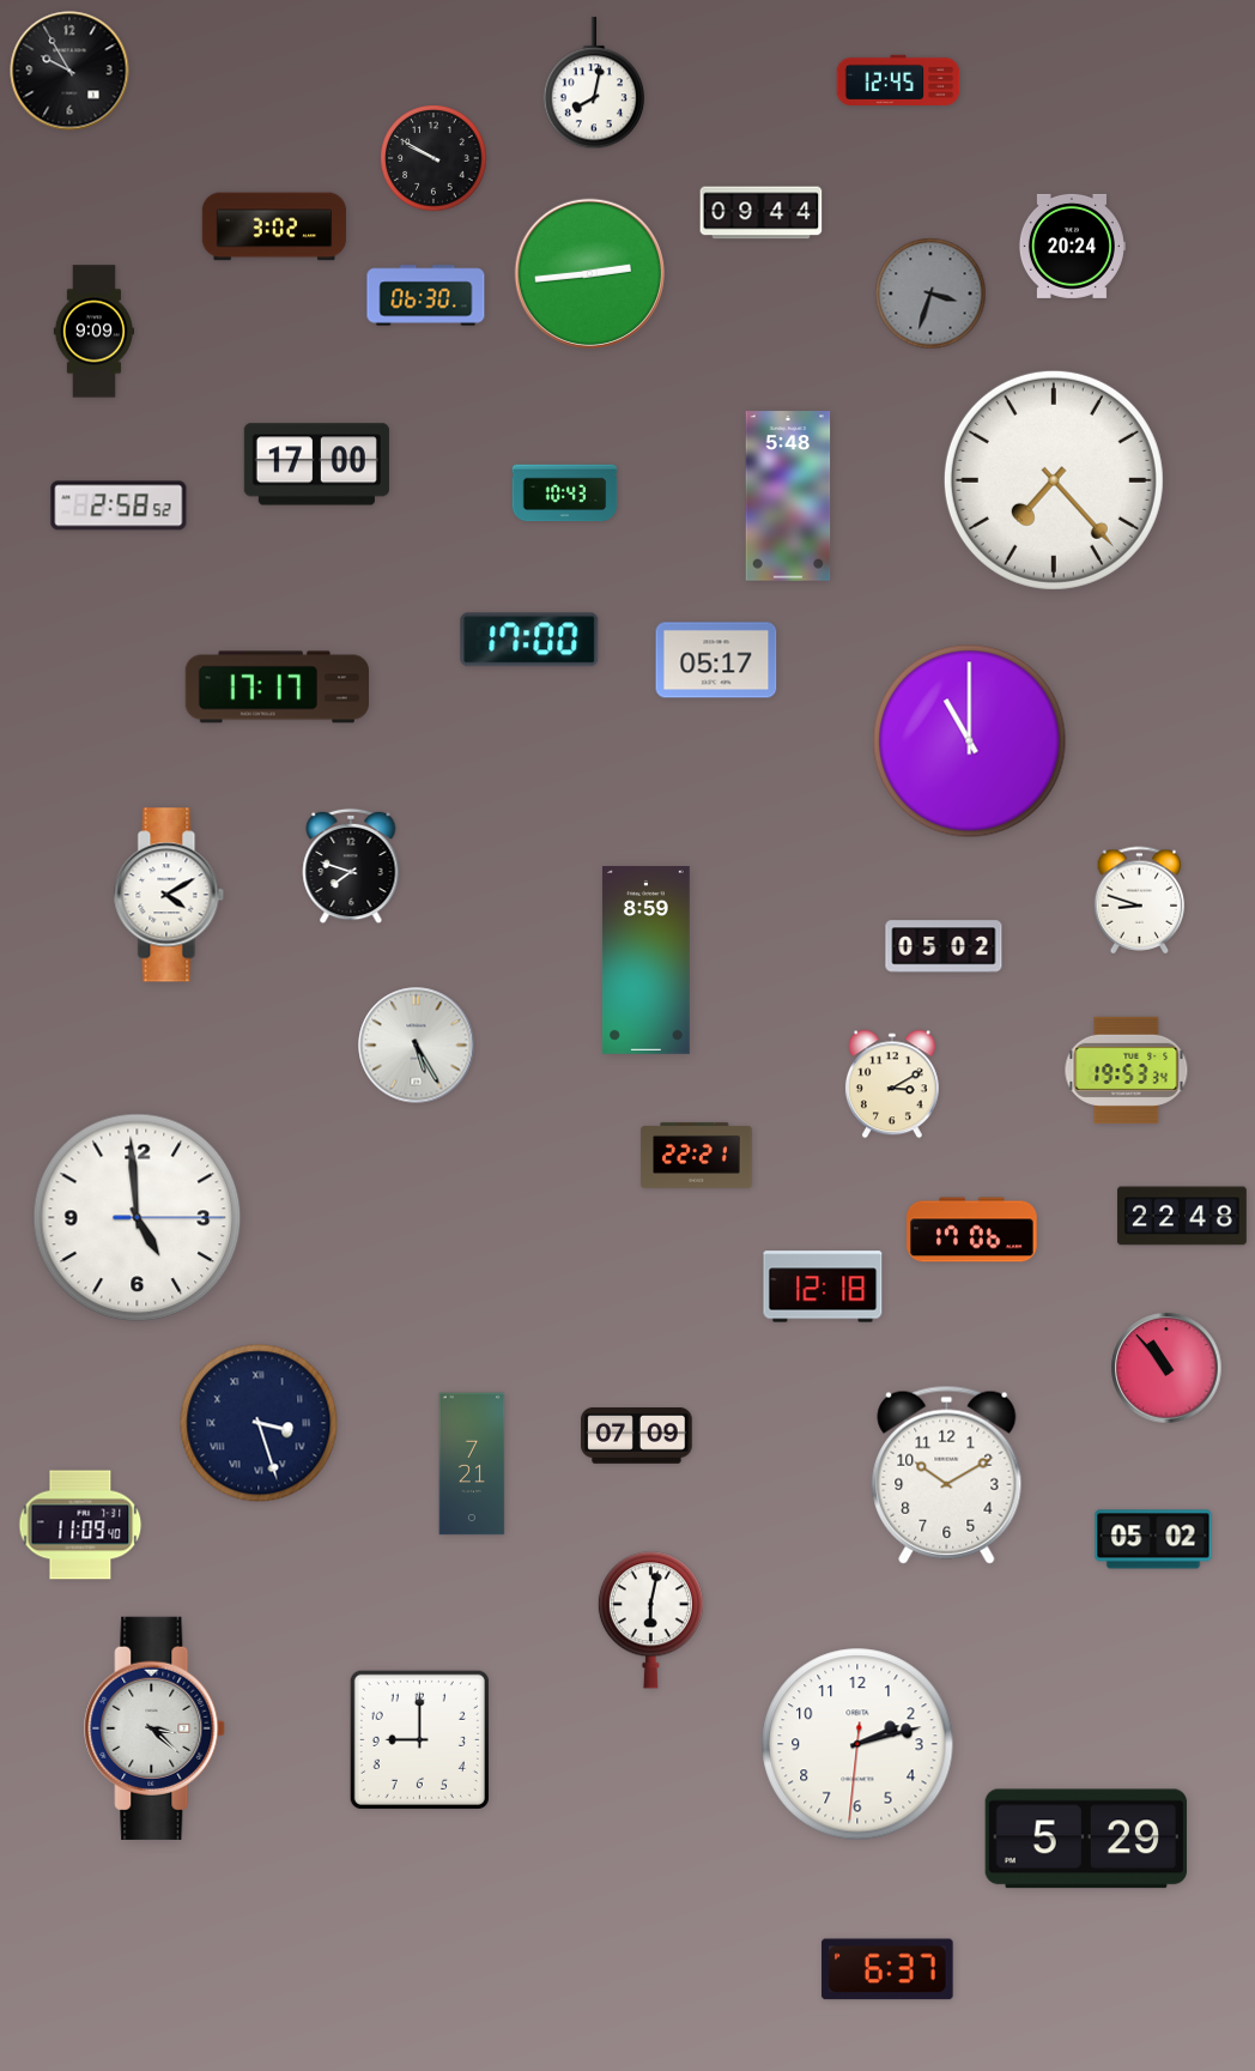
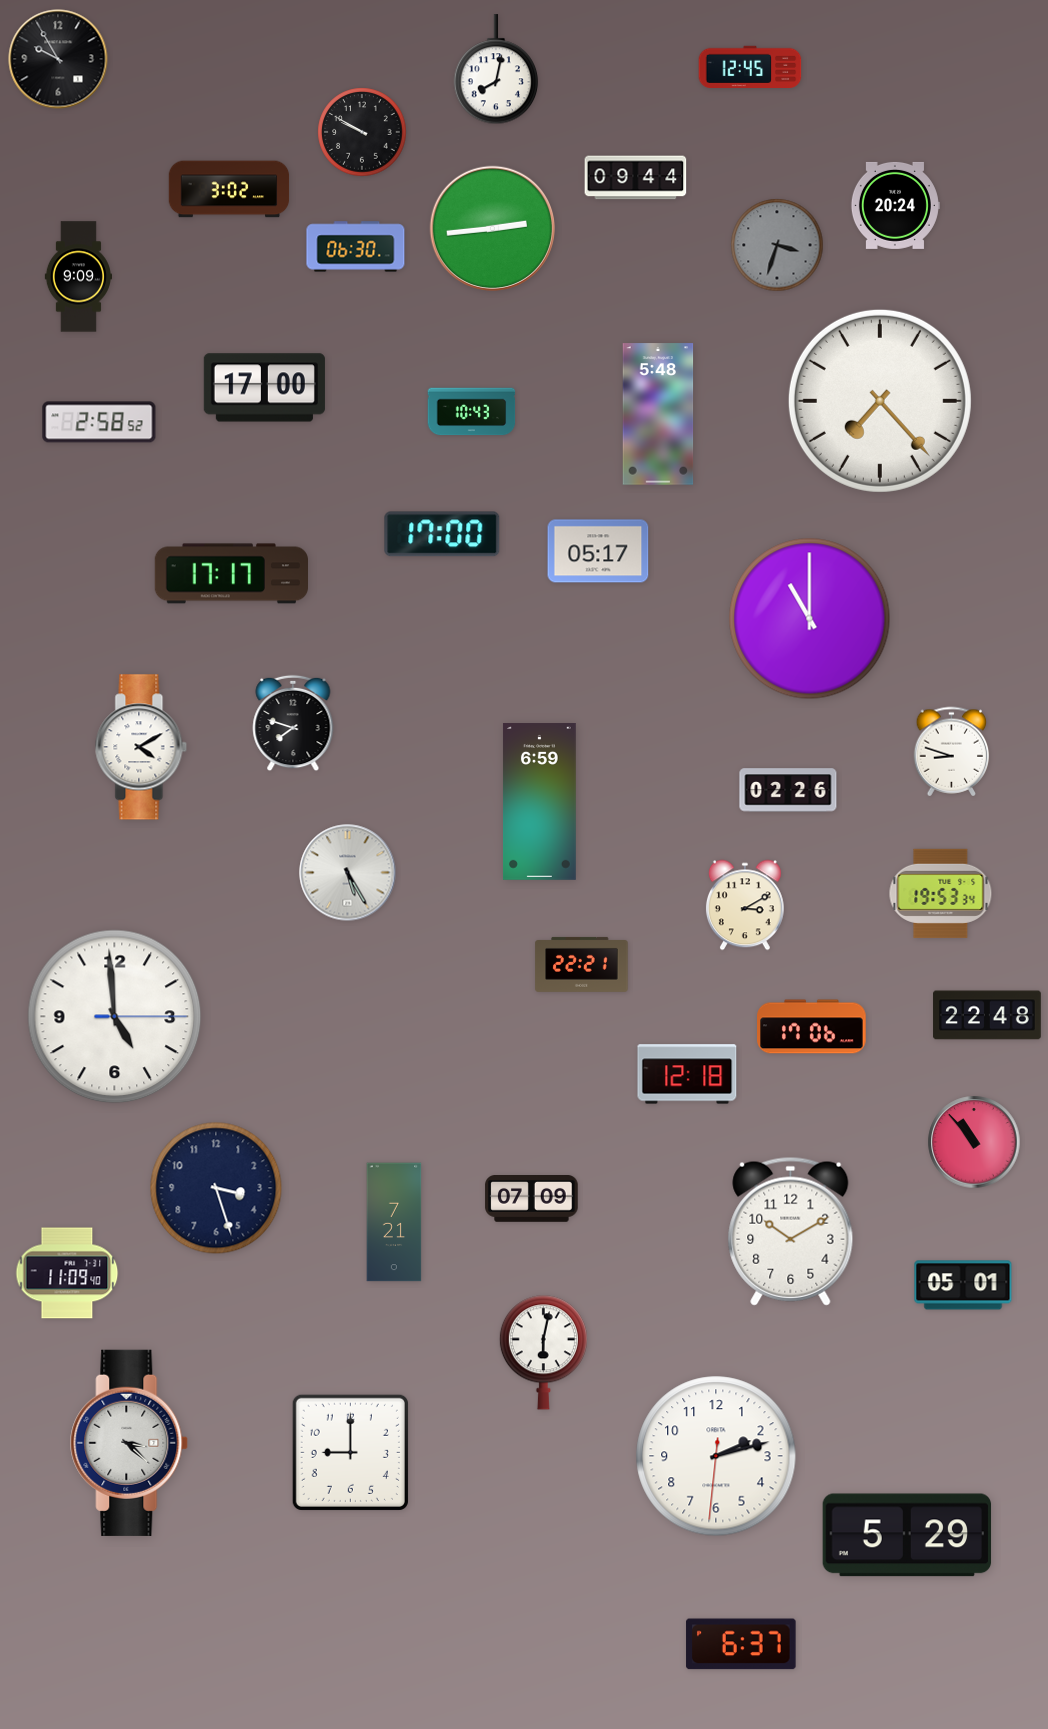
clock at (944, 946): 05:02 -> 02:26
clock at (645, 961): 8:59 -> 6:59
clock at (259, 1423) numerals: Roman -> Arabic
clock at (1153, 1539): 05:02 -> 05:01
